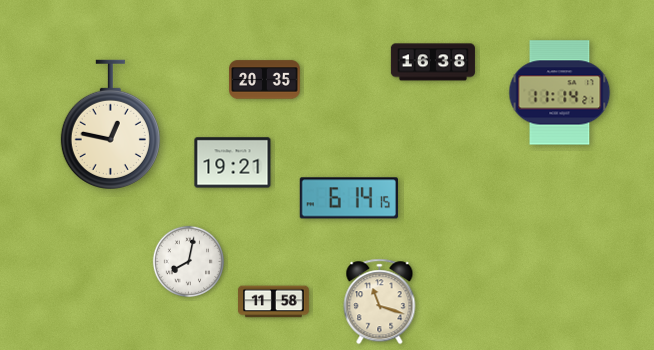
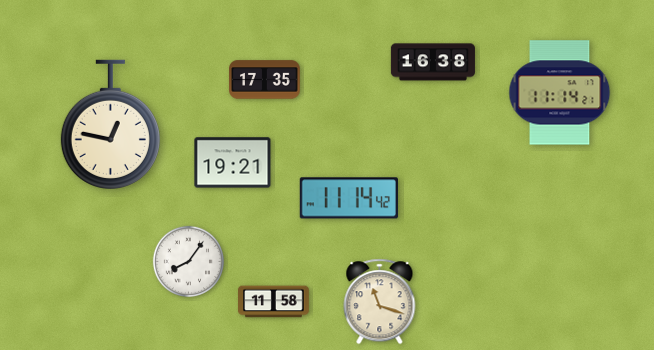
clock at (265, 80): 20:35 -> 17:35
clock at (349, 198): 6:14 -> 11:14
clock at (189, 262): 8:02 -> 8:06
